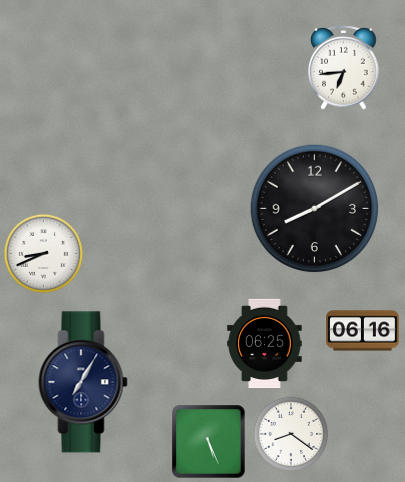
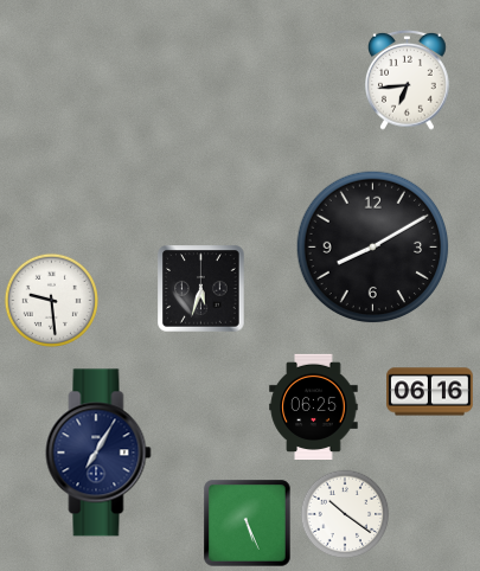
clock at (201, 289): none -> 5:33
clock at (43, 253): 8:41 -> 9:29
clock at (291, 434): 8:21 -> 10:21
